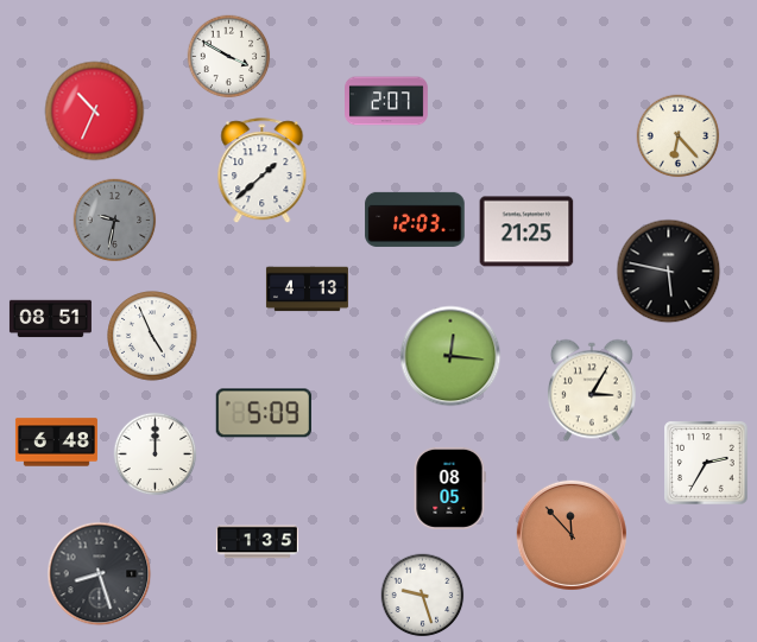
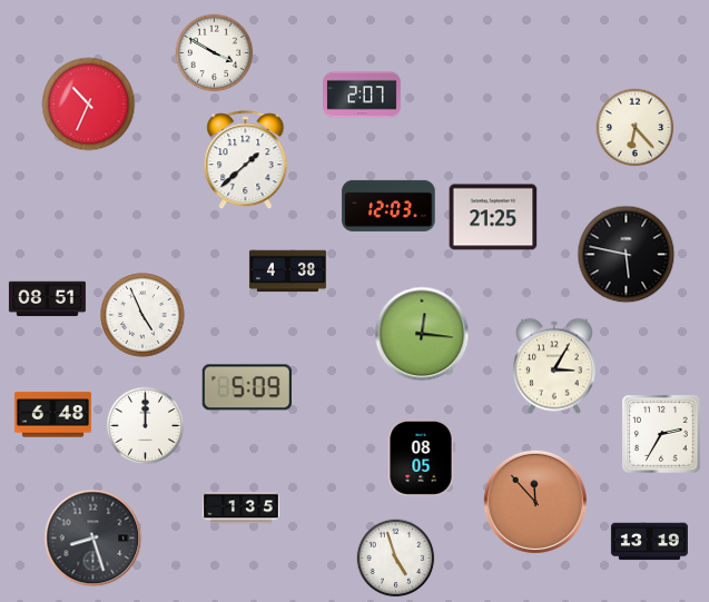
clock at (115, 221): 9:32 -> none
clock at (307, 290): 4:13 -> 4:38
clock at (649, 542): none -> 13:19
clock at (423, 596): 9:27 -> 4:57
